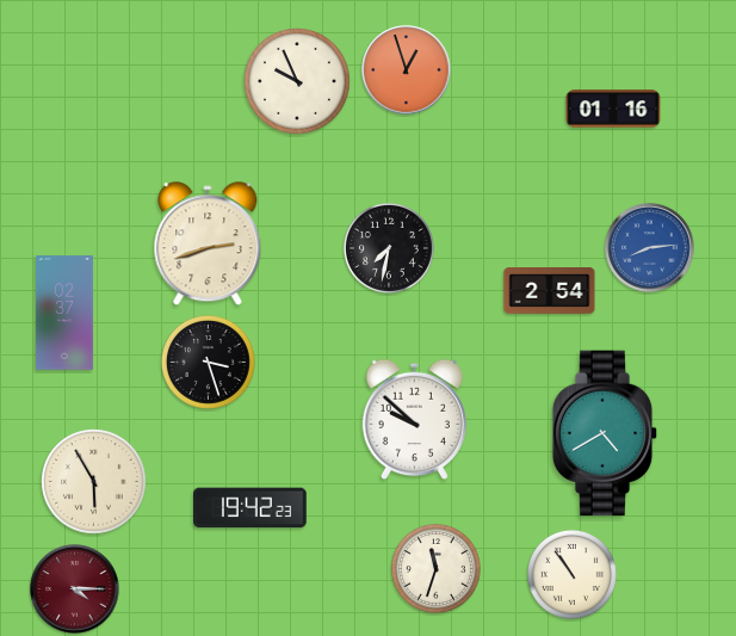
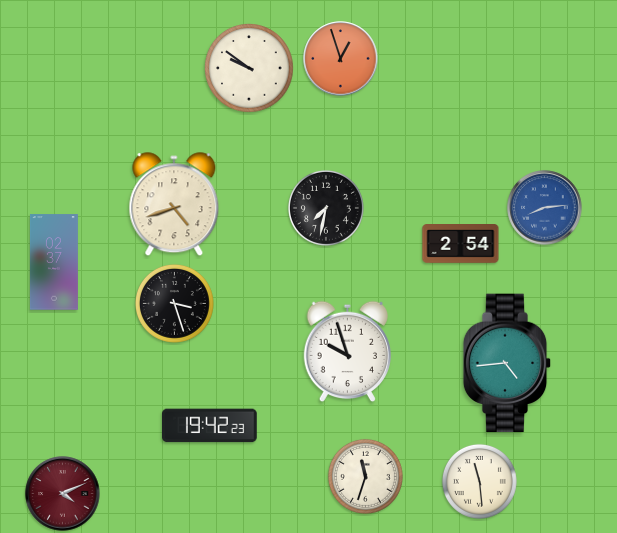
clock at (297, 81): 9:56 -> 9:51
clock at (613, 109): 01:16 -> none
clock at (208, 245): 2:42 -> 4:42
clock at (414, 420): 9:52 -> 9:57
clock at (605, 433): 4:40 -> 4:44
clock at (94, 482): 5:55 -> none
clock at (571, 574): 10:54 -> 11:29
clock at (75, 589): 4:15 -> 4:11
